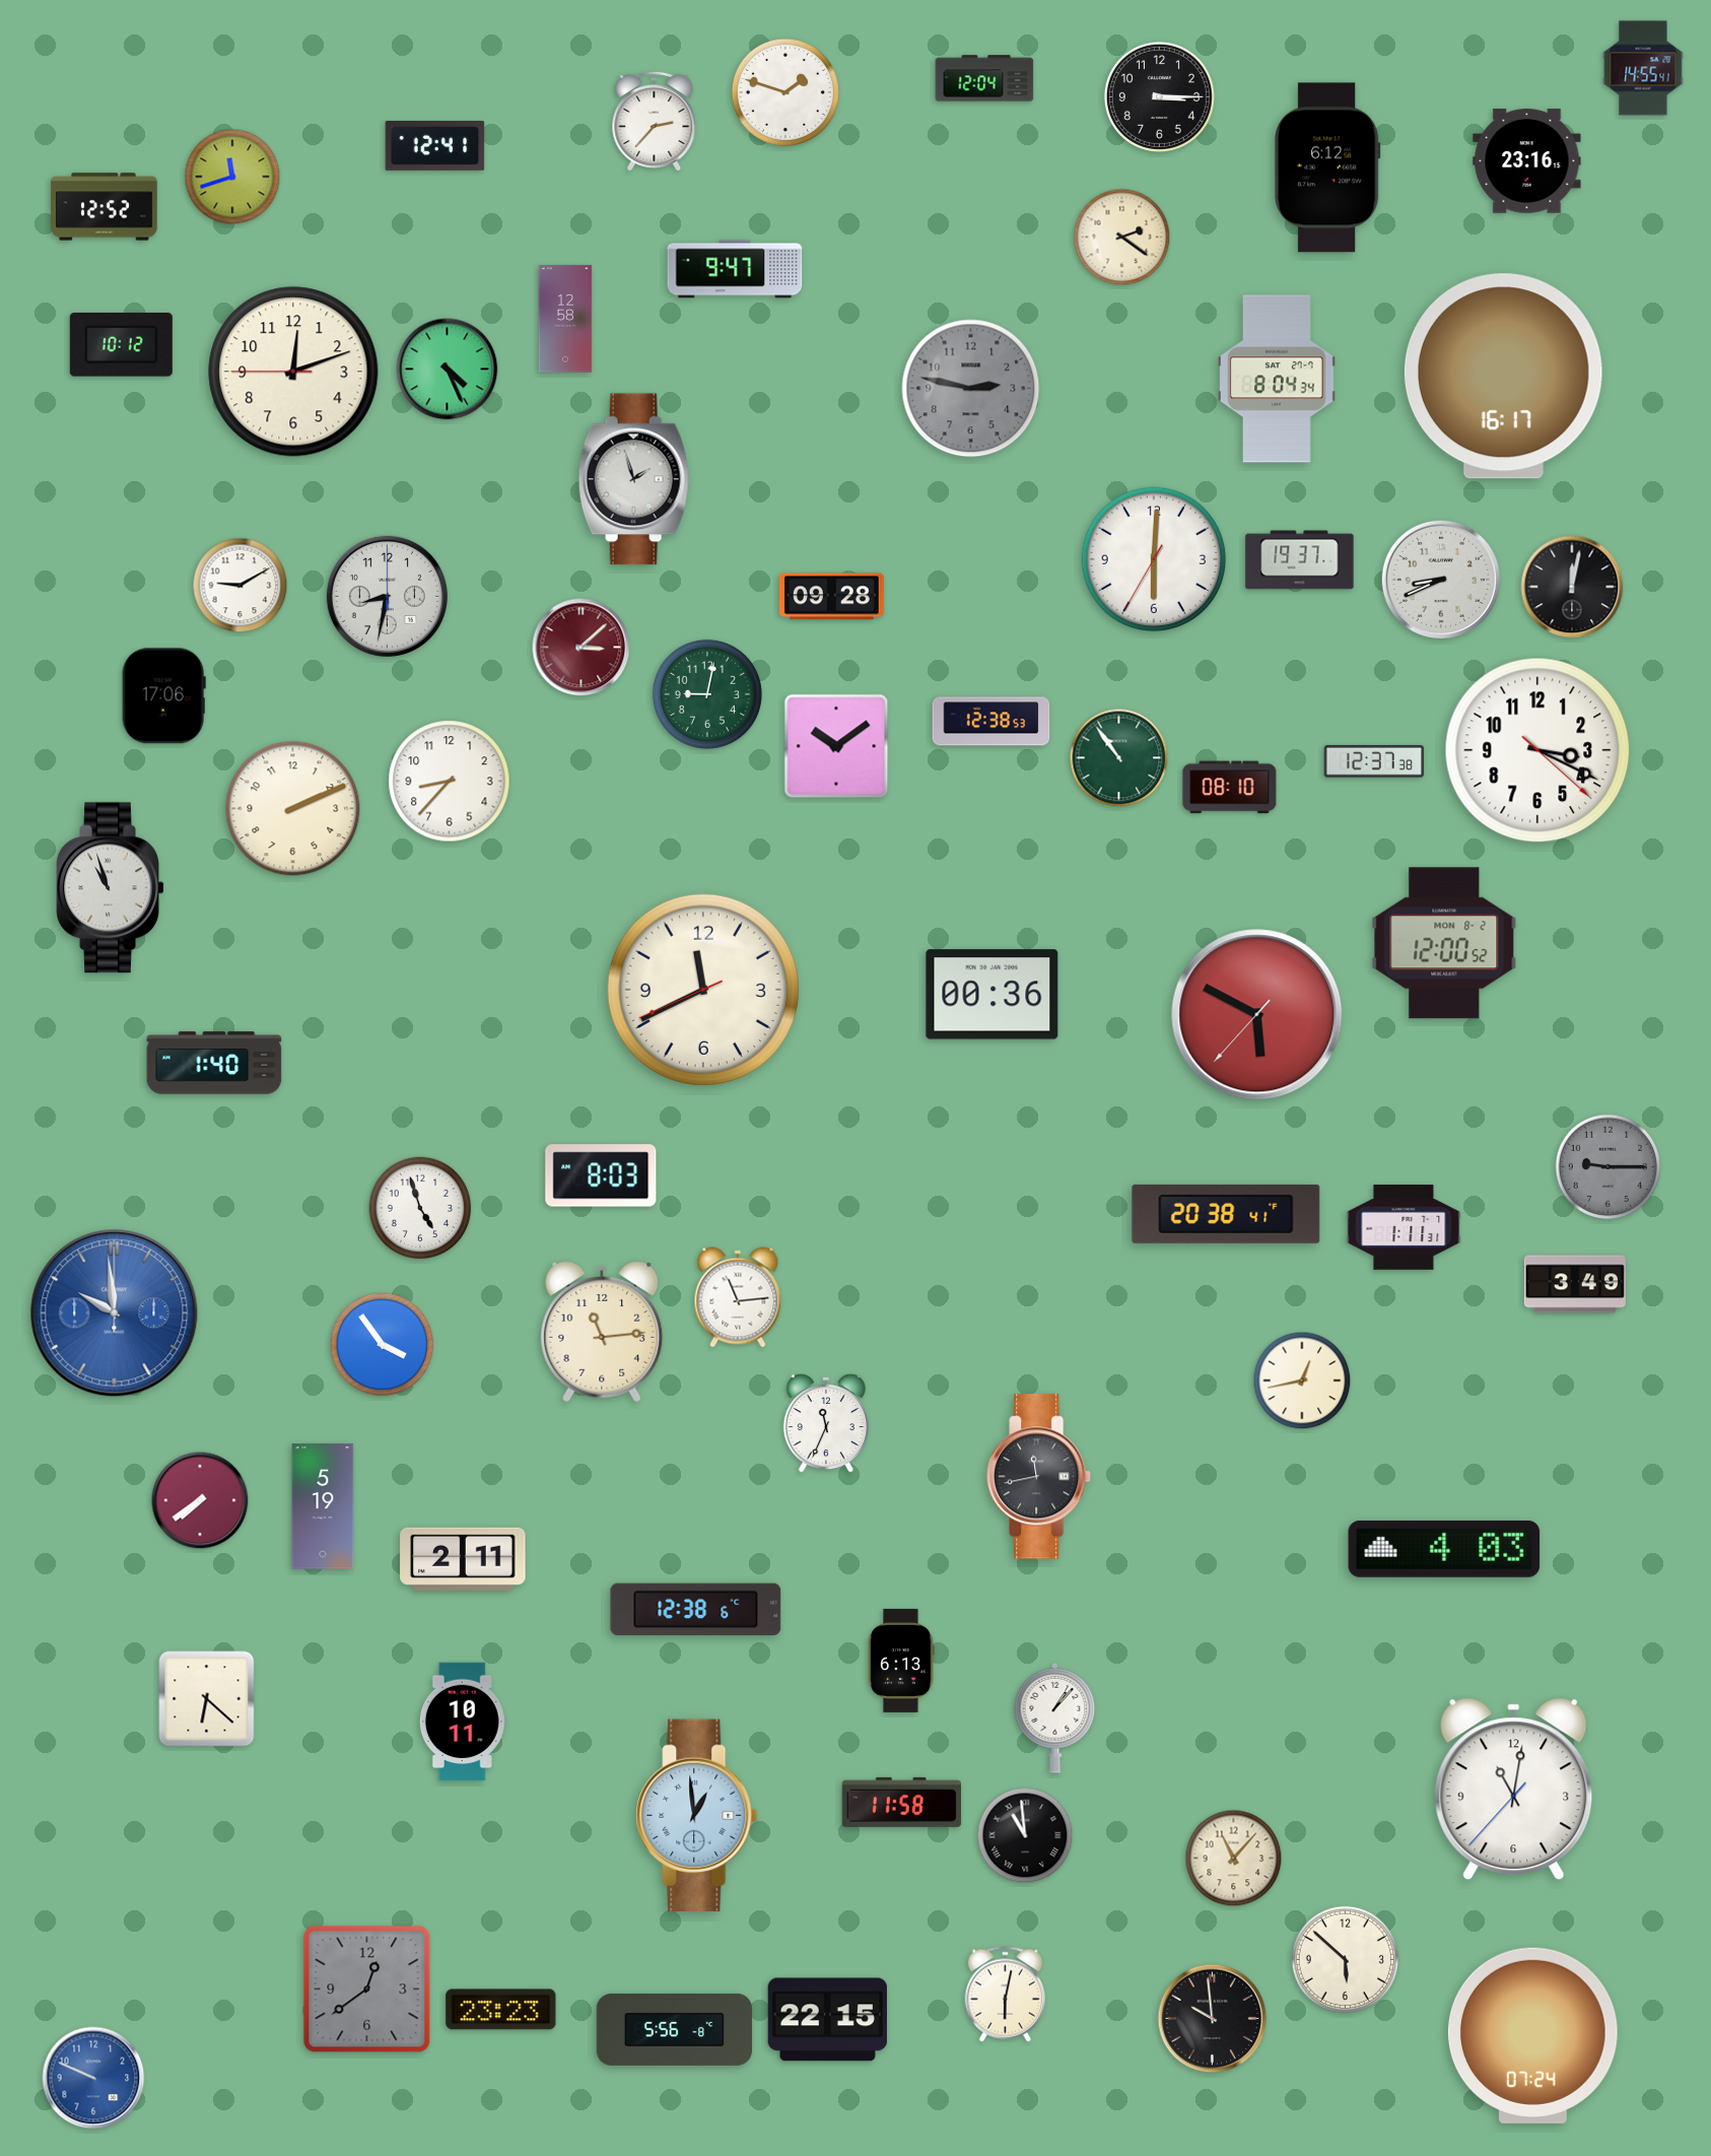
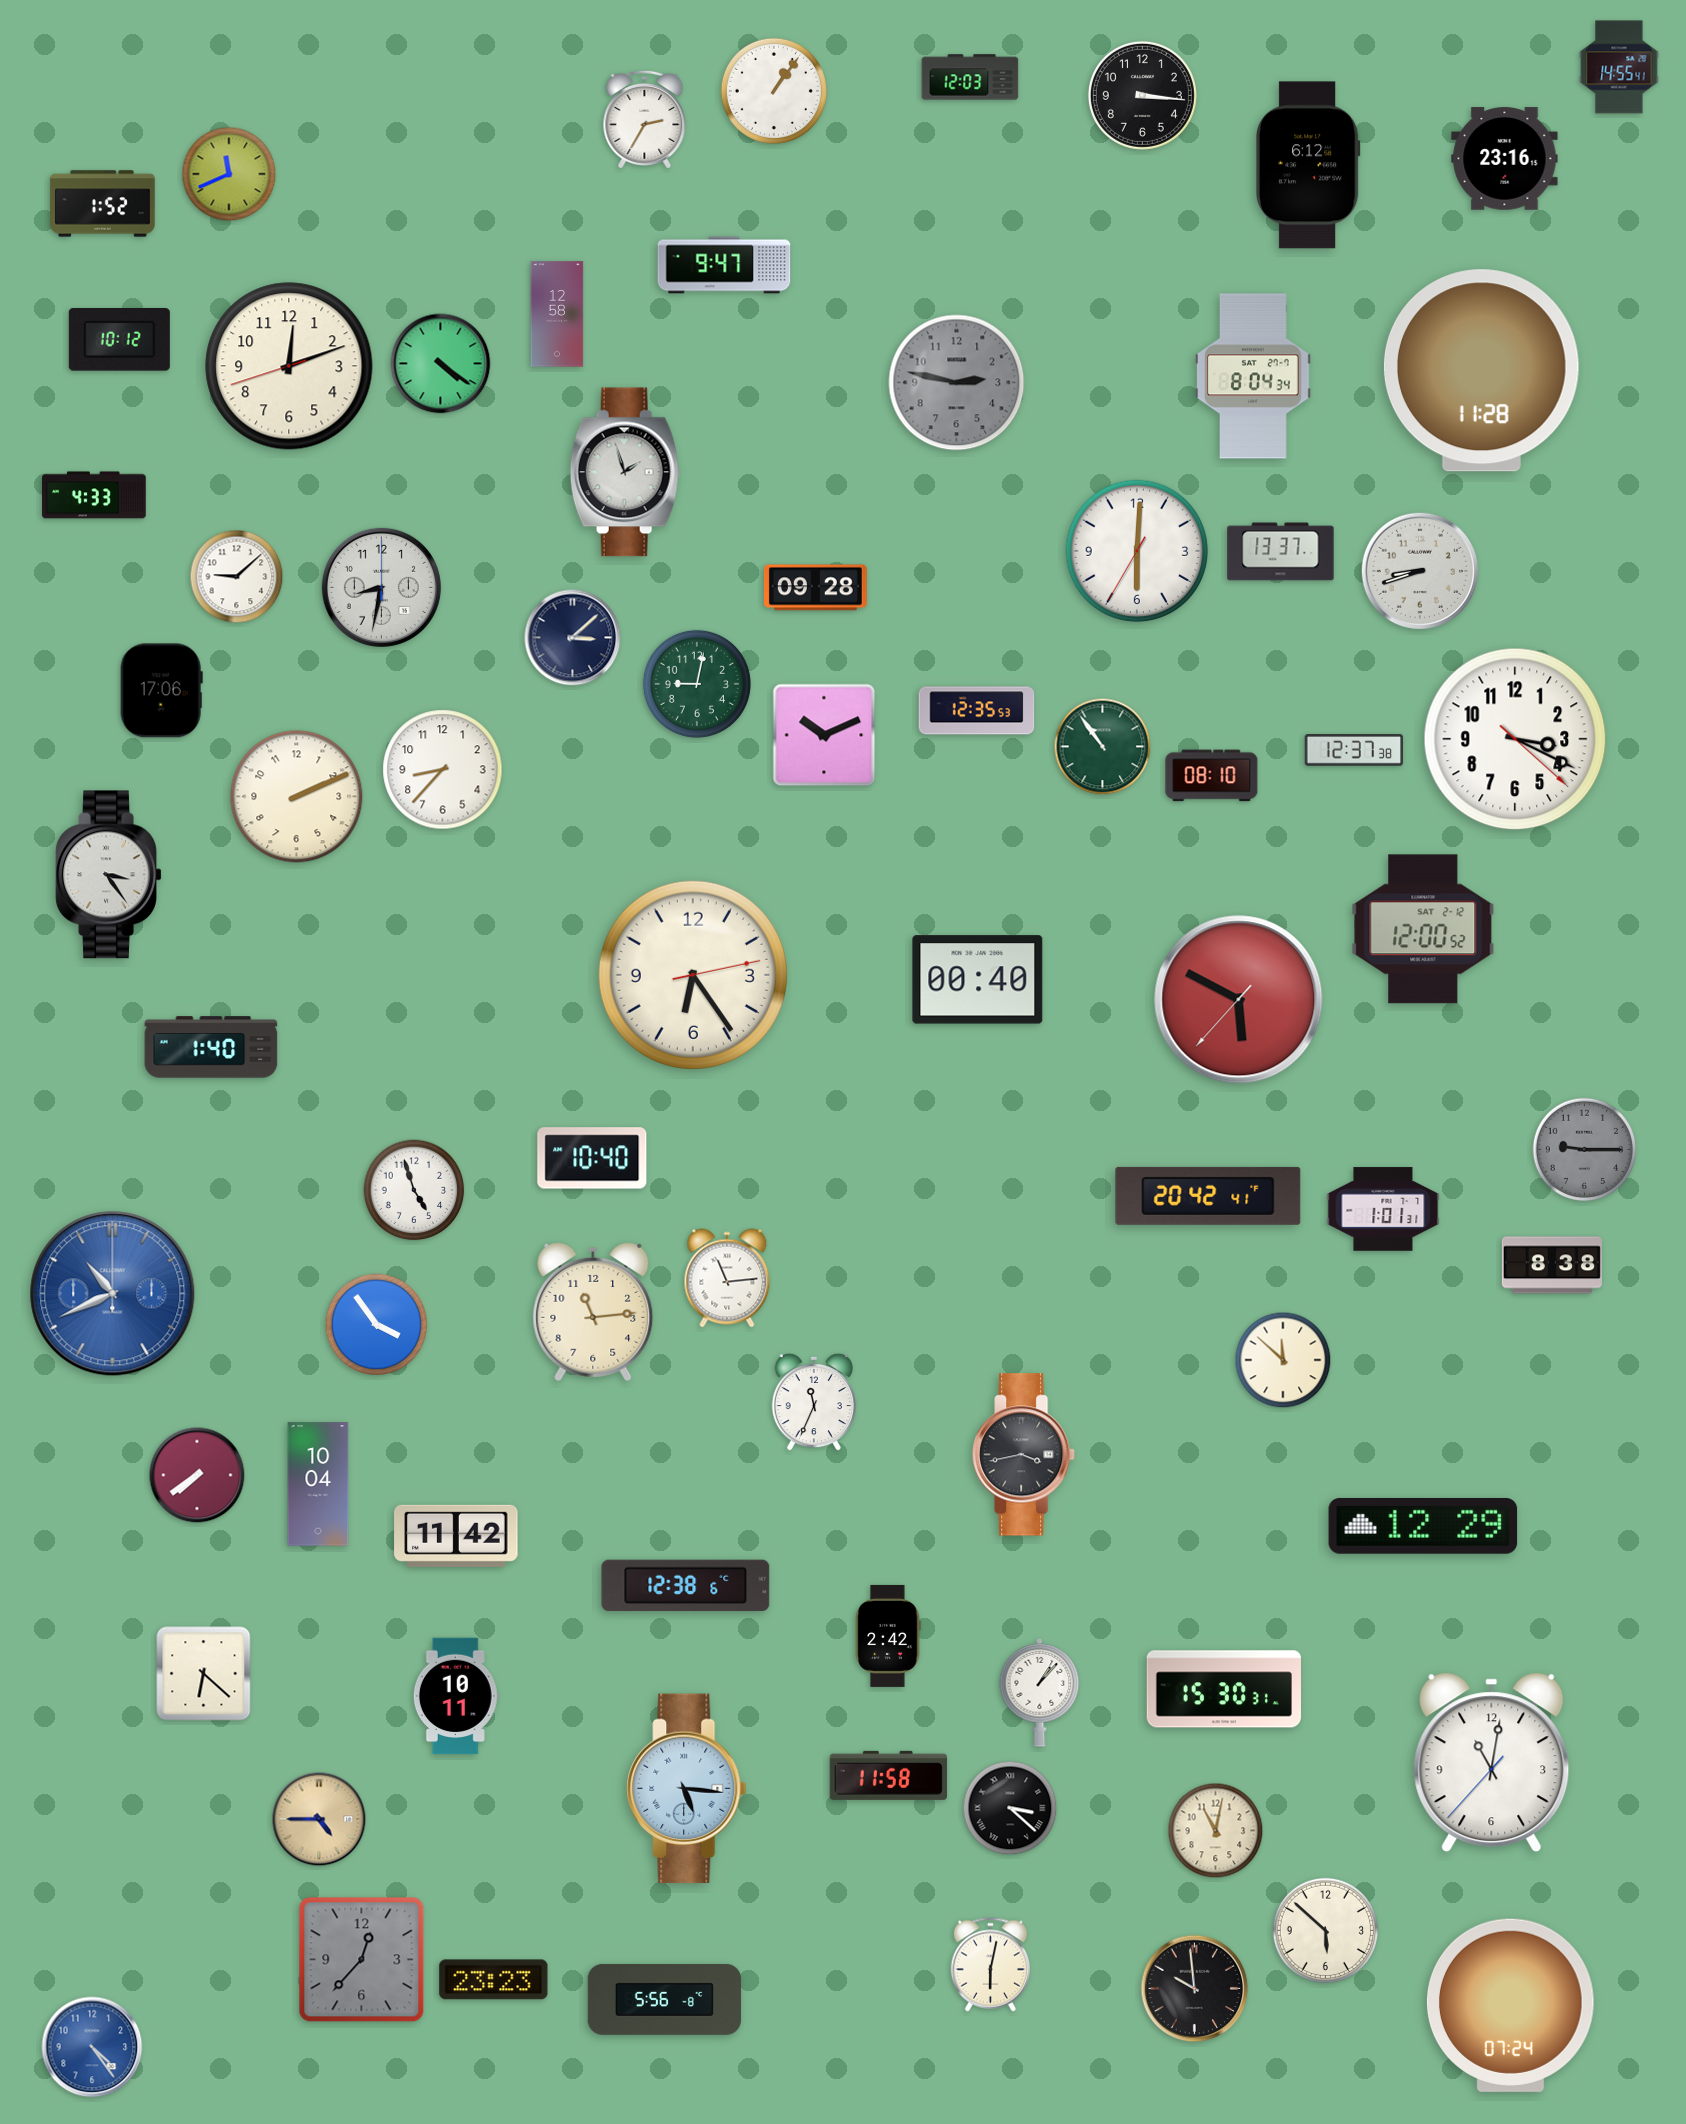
clock at (984, 78): 12:04 -> 12:03
clock at (785, 92): 1:48 -> 1:06
clock at (1159, 96): 3:15 -> 3:16
clock at (655, 121): 2:37 -> 2:35
clock at (435, 146): 12:41 -> none
clock at (232, 177): 11:42 -> 11:41
clock at (105, 207): 12:52 -> 1:52
clock at (1122, 238): 2:21 -> none
clock at (448, 369): 4:26 -> 4:21
clock at (293, 372): 12:11:45 -> 12:11:42
clock at (1503, 377): 16:17 -> 11:28
clock at (1278, 379) position: (1278, 379) -> (1254, 376)
clock at (94, 495): none -> 4:33
clock at (1300, 560): 19:37 -> 13:37
clock at (1441, 580): 8:41 -> 8:42
clock at (241, 586): 9:10 -> 9:08
clock at (1572, 587): 12:02 -> none
clock at (831, 597) position: (831, 597) -> (815, 588)
clock at (581, 648) dial: burgundy -> navy
clock at (163, 696) position: (163, 696) -> (161, 691)
clock at (991, 722): 12:38 -> 12:35
clock at (836, 746): 10:09 -> 10:11
clock at (293, 809) position: (293, 809) -> (297, 797)
clock at (111, 888): 10:57 -> 3:24
clock at (1444, 943) date: MON 8-2 -> SAT 2-12
clock at (703, 990): 11:40 -> 6:24
clock at (993, 995): 00:36 -> 00:40
clock at (601, 1175): 8:03 -> 10:40
clock at (1226, 1214): 20:38 -> 20:42
clock at (1404, 1227): 1:11 -> 1:01
clock at (1575, 1284): 3:49 -> 8:38
clock at (115, 1313): 9:59 -> 10:41
clock at (1302, 1380): 12:43 -> 11:52
clock at (1040, 1477): 11:43 -> 3:43
clock at (200, 1500) position: (200, 1500) -> (197, 1475)
clock at (323, 1506): 5:19 -> 10:04
clock at (1444, 1549): 4:03 -> 12:29
clock at (463, 1559): 2:11 -> 11:42
clock at (901, 1661): 6:13 -> 2:42
clock at (1224, 1689): none -> 15:30
clock at (697, 1816): 12:59 -> 5:16
clock at (1025, 1835): 10:59 -> 3:22
clock at (319, 1819): none -> 4:45
clock at (1234, 1859): 11:07 -> 11:02
clock at (367, 1990): 12:39 -> 12:37
clock at (827, 2020): 22:15 -> none
clock at (93, 2078): 9:49 -> 4:24
